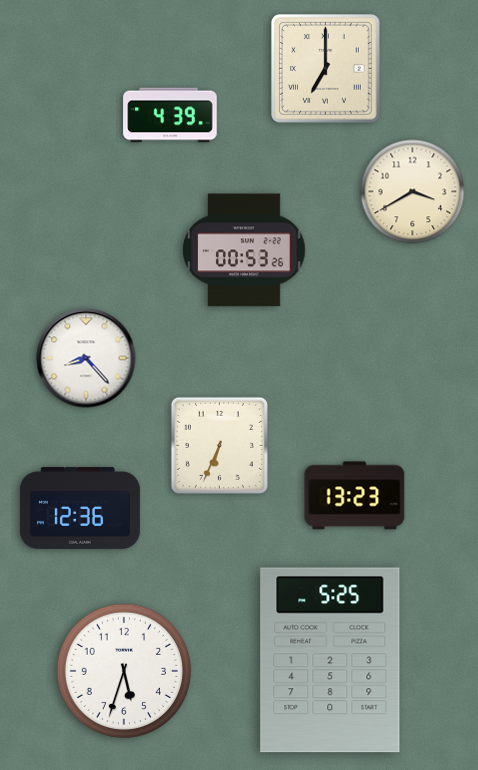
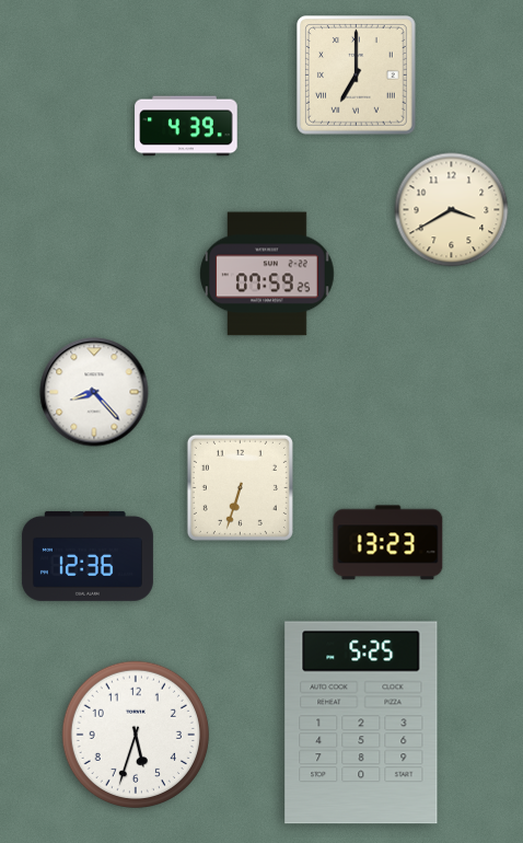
clock at (244, 250): 00:53 -> 07:59
clock at (219, 445): 6:34 -> 6:33
